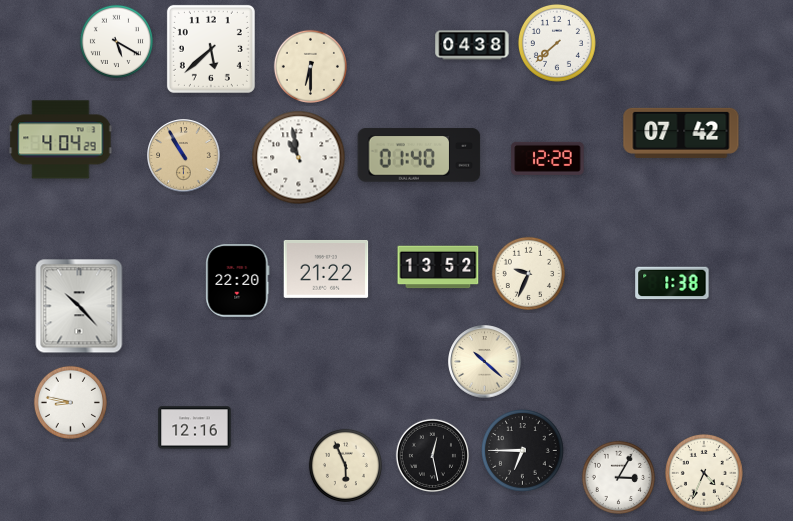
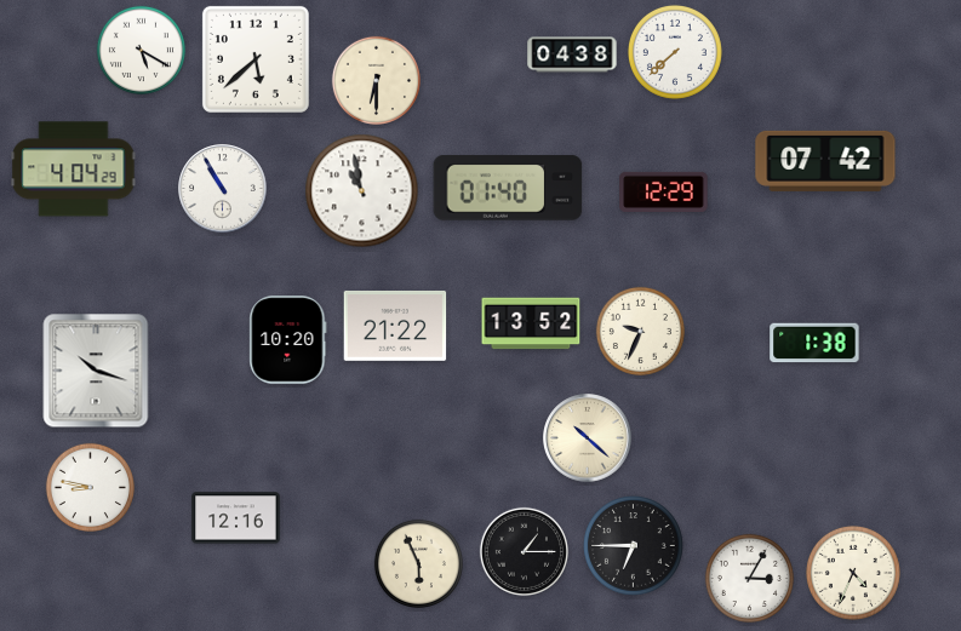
clock at (184, 156) dial: champagne -> white
clock at (238, 281): 22:20 -> 10:20
clock at (79, 306): 10:23 -> 10:18
clock at (70, 402) position: (70, 402) -> (90, 487)
clock at (432, 455): 12:28 -> 1:15
